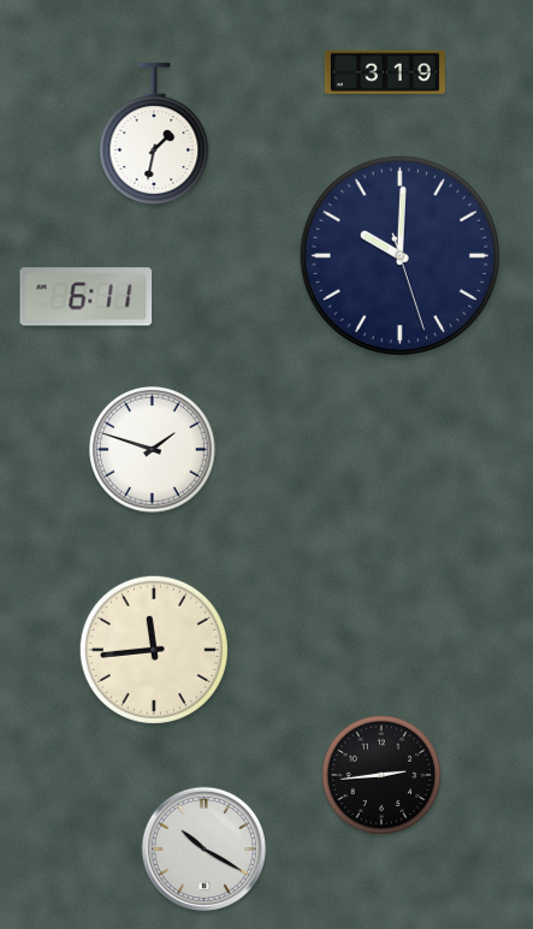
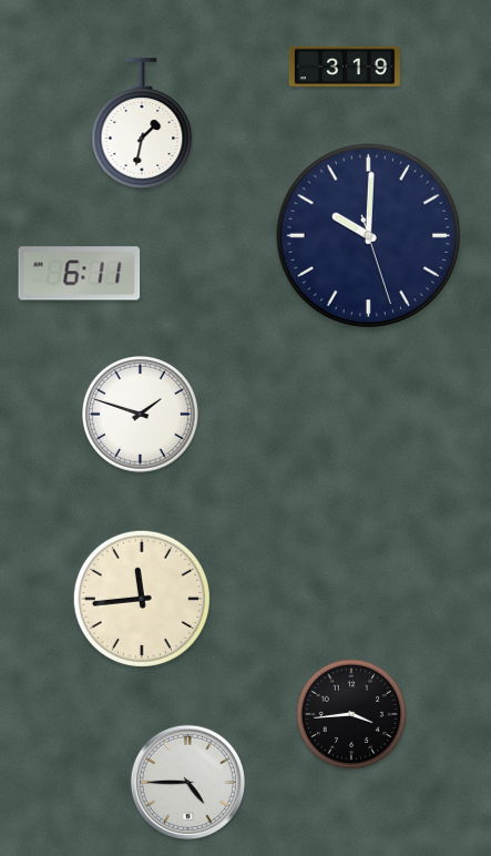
clock at (385, 72) position: (385, 72) -> (345, 67)
clock at (381, 775): 2:44 -> 3:44
clock at (203, 848): 10:20 -> 4:45
